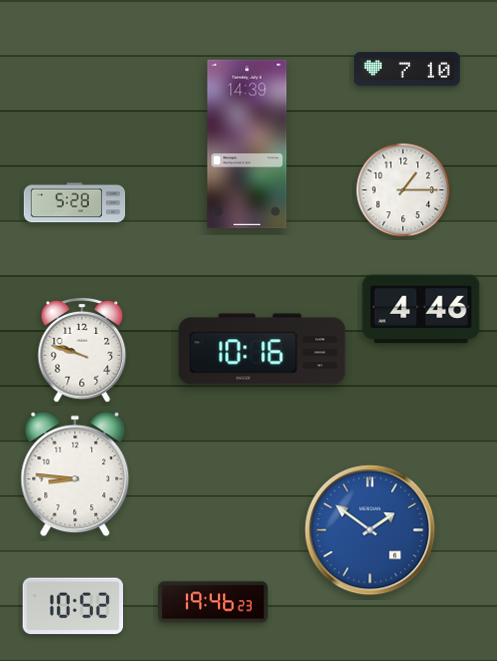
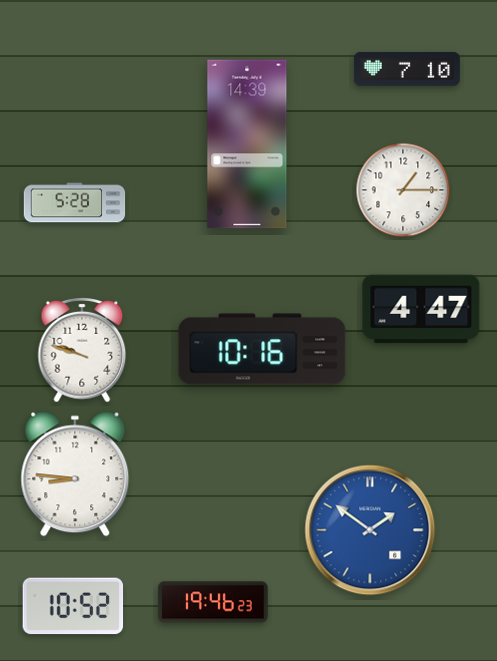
clock at (421, 309): 4:46 -> 4:47
